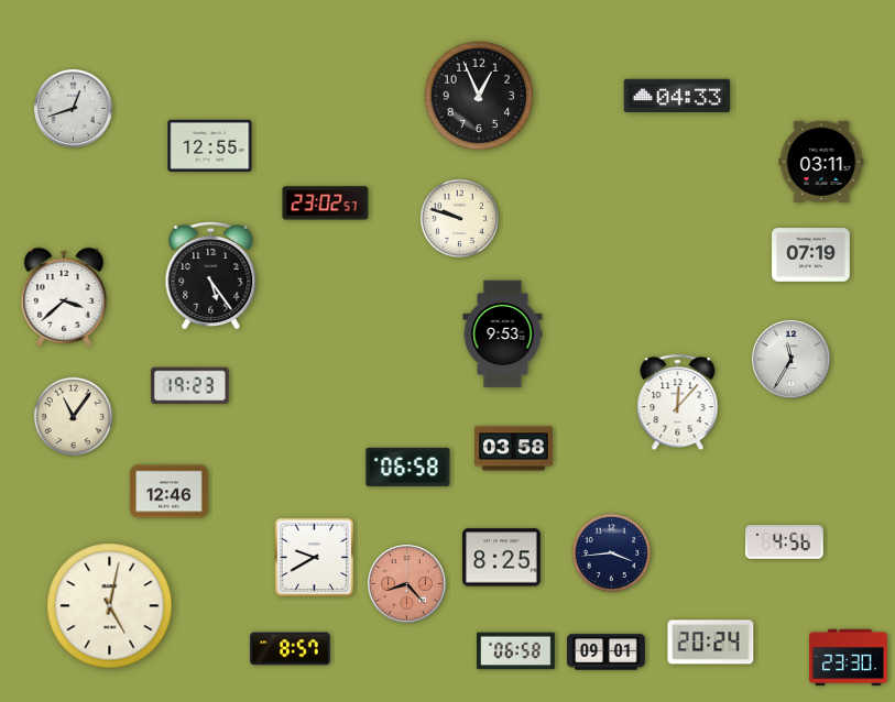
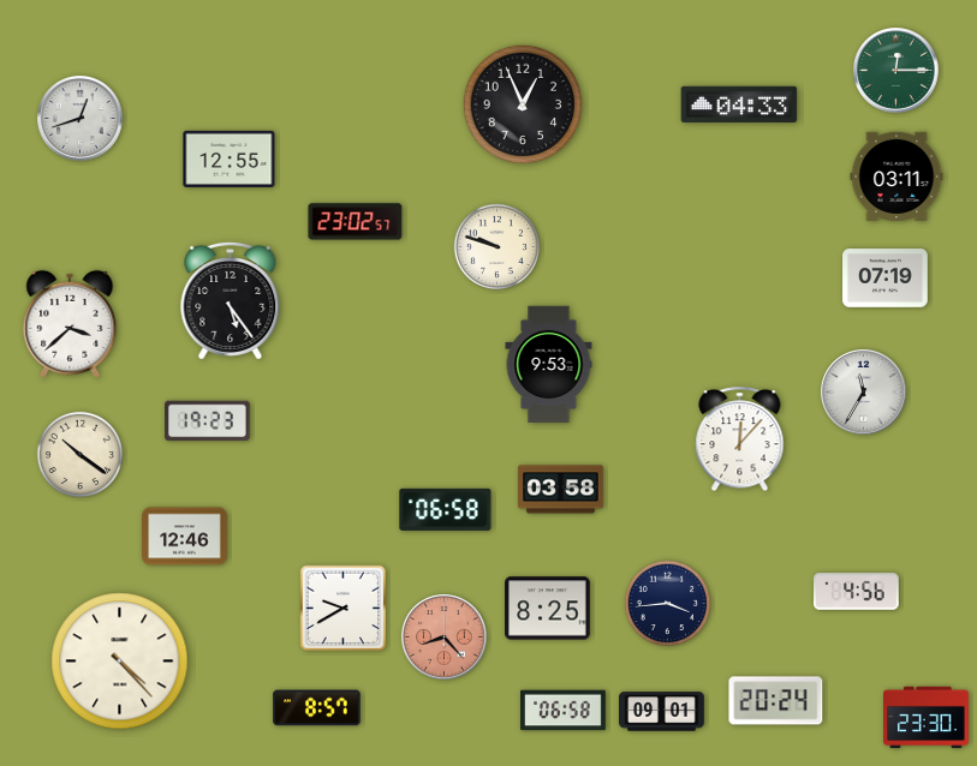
clock at (896, 71): none -> 12:15
clock at (459, 218) position: (459, 218) -> (496, 246)
clock at (73, 416): 11:06 -> 10:21
clock at (110, 606): 5:02 -> 4:23
